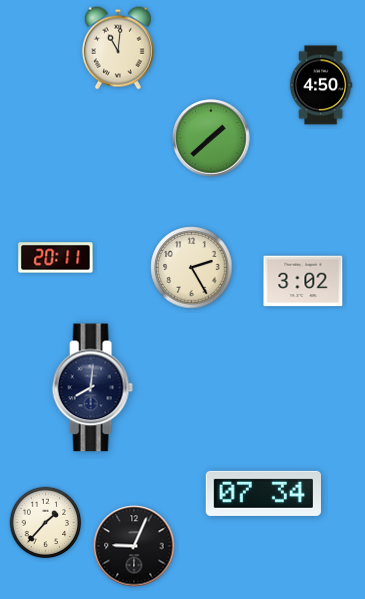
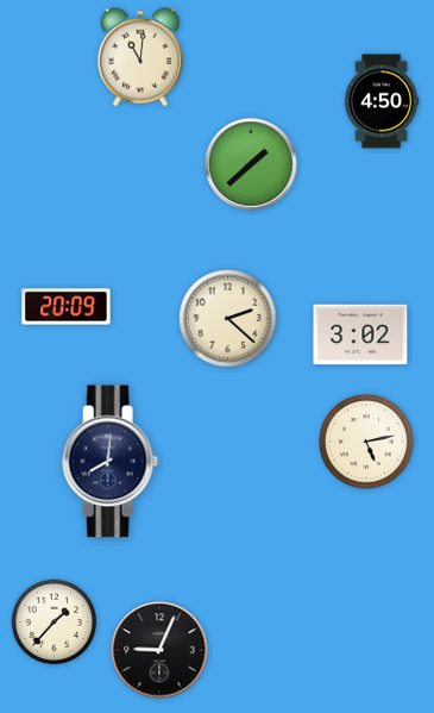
clock at (56, 258): 20:11 -> 20:09
clock at (192, 268): 2:25 -> 2:22
clock at (366, 442): none -> 5:13
clock at (263, 493): 07:34 -> none
